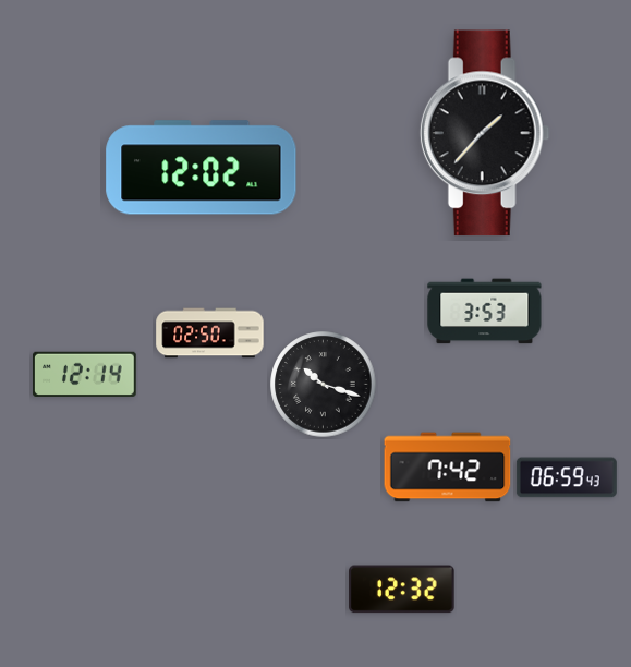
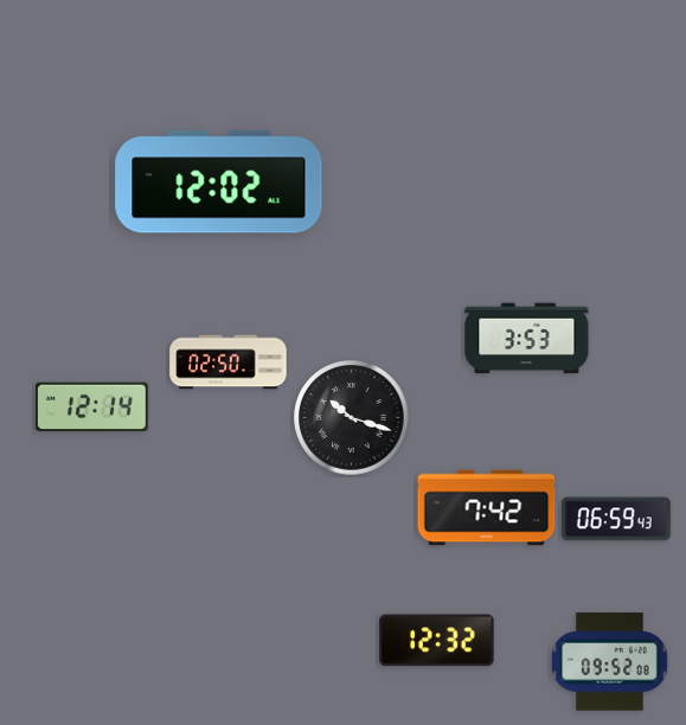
clock at (485, 133): 1:37 -> none
clock at (610, 662): none -> 09:52
